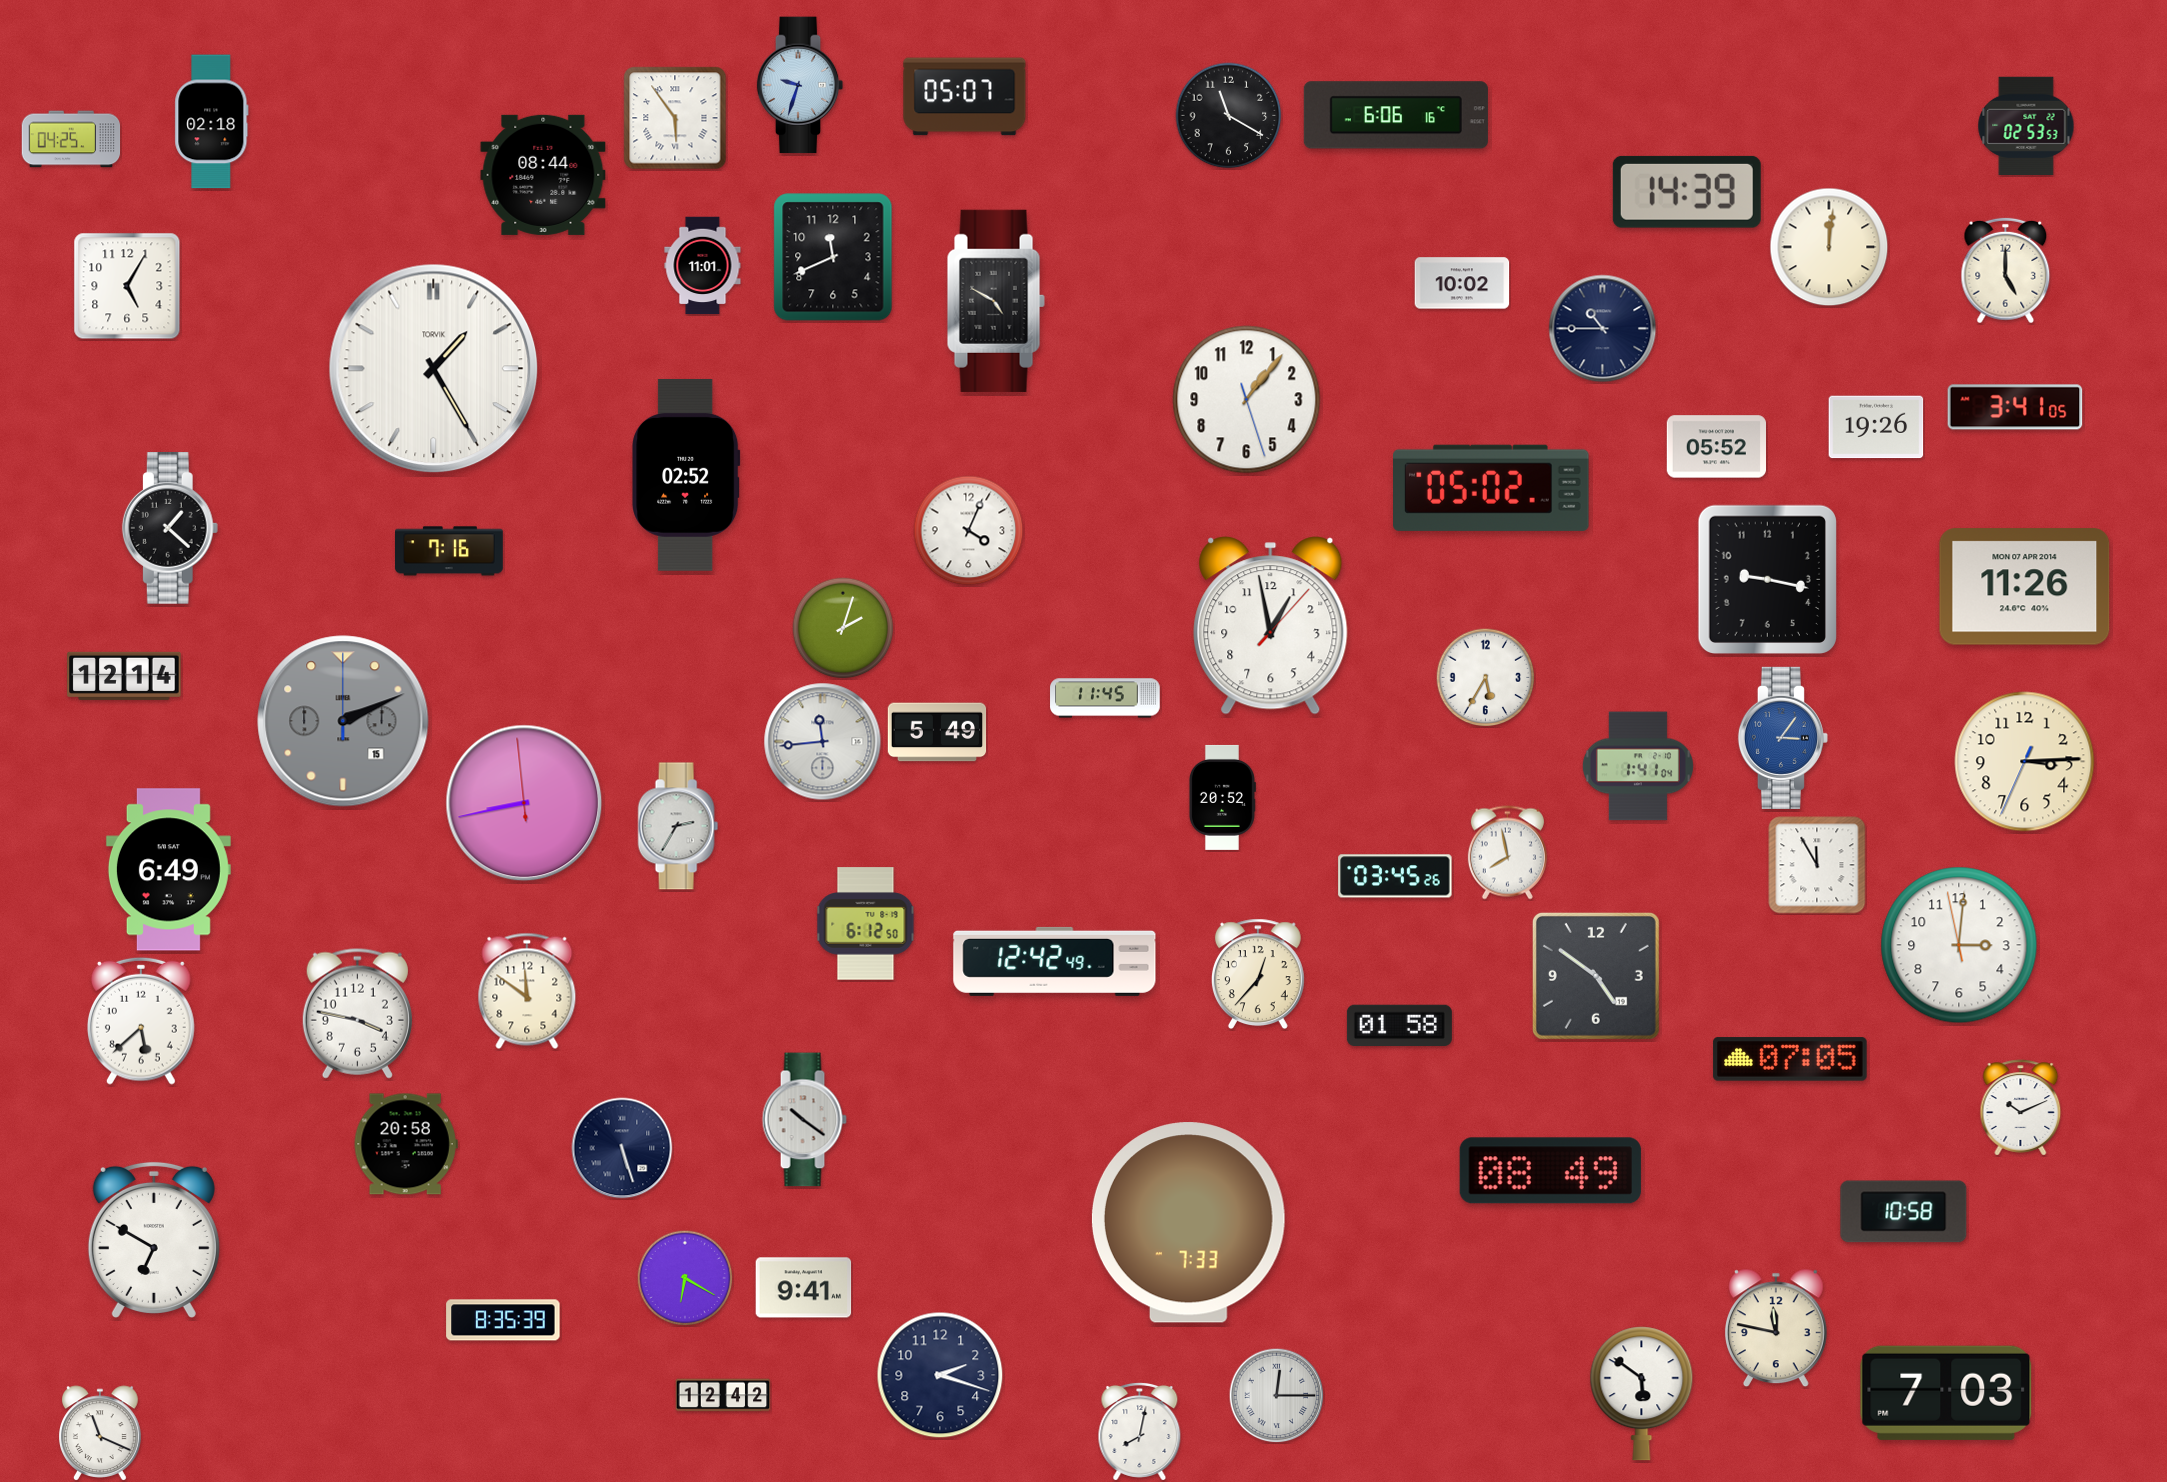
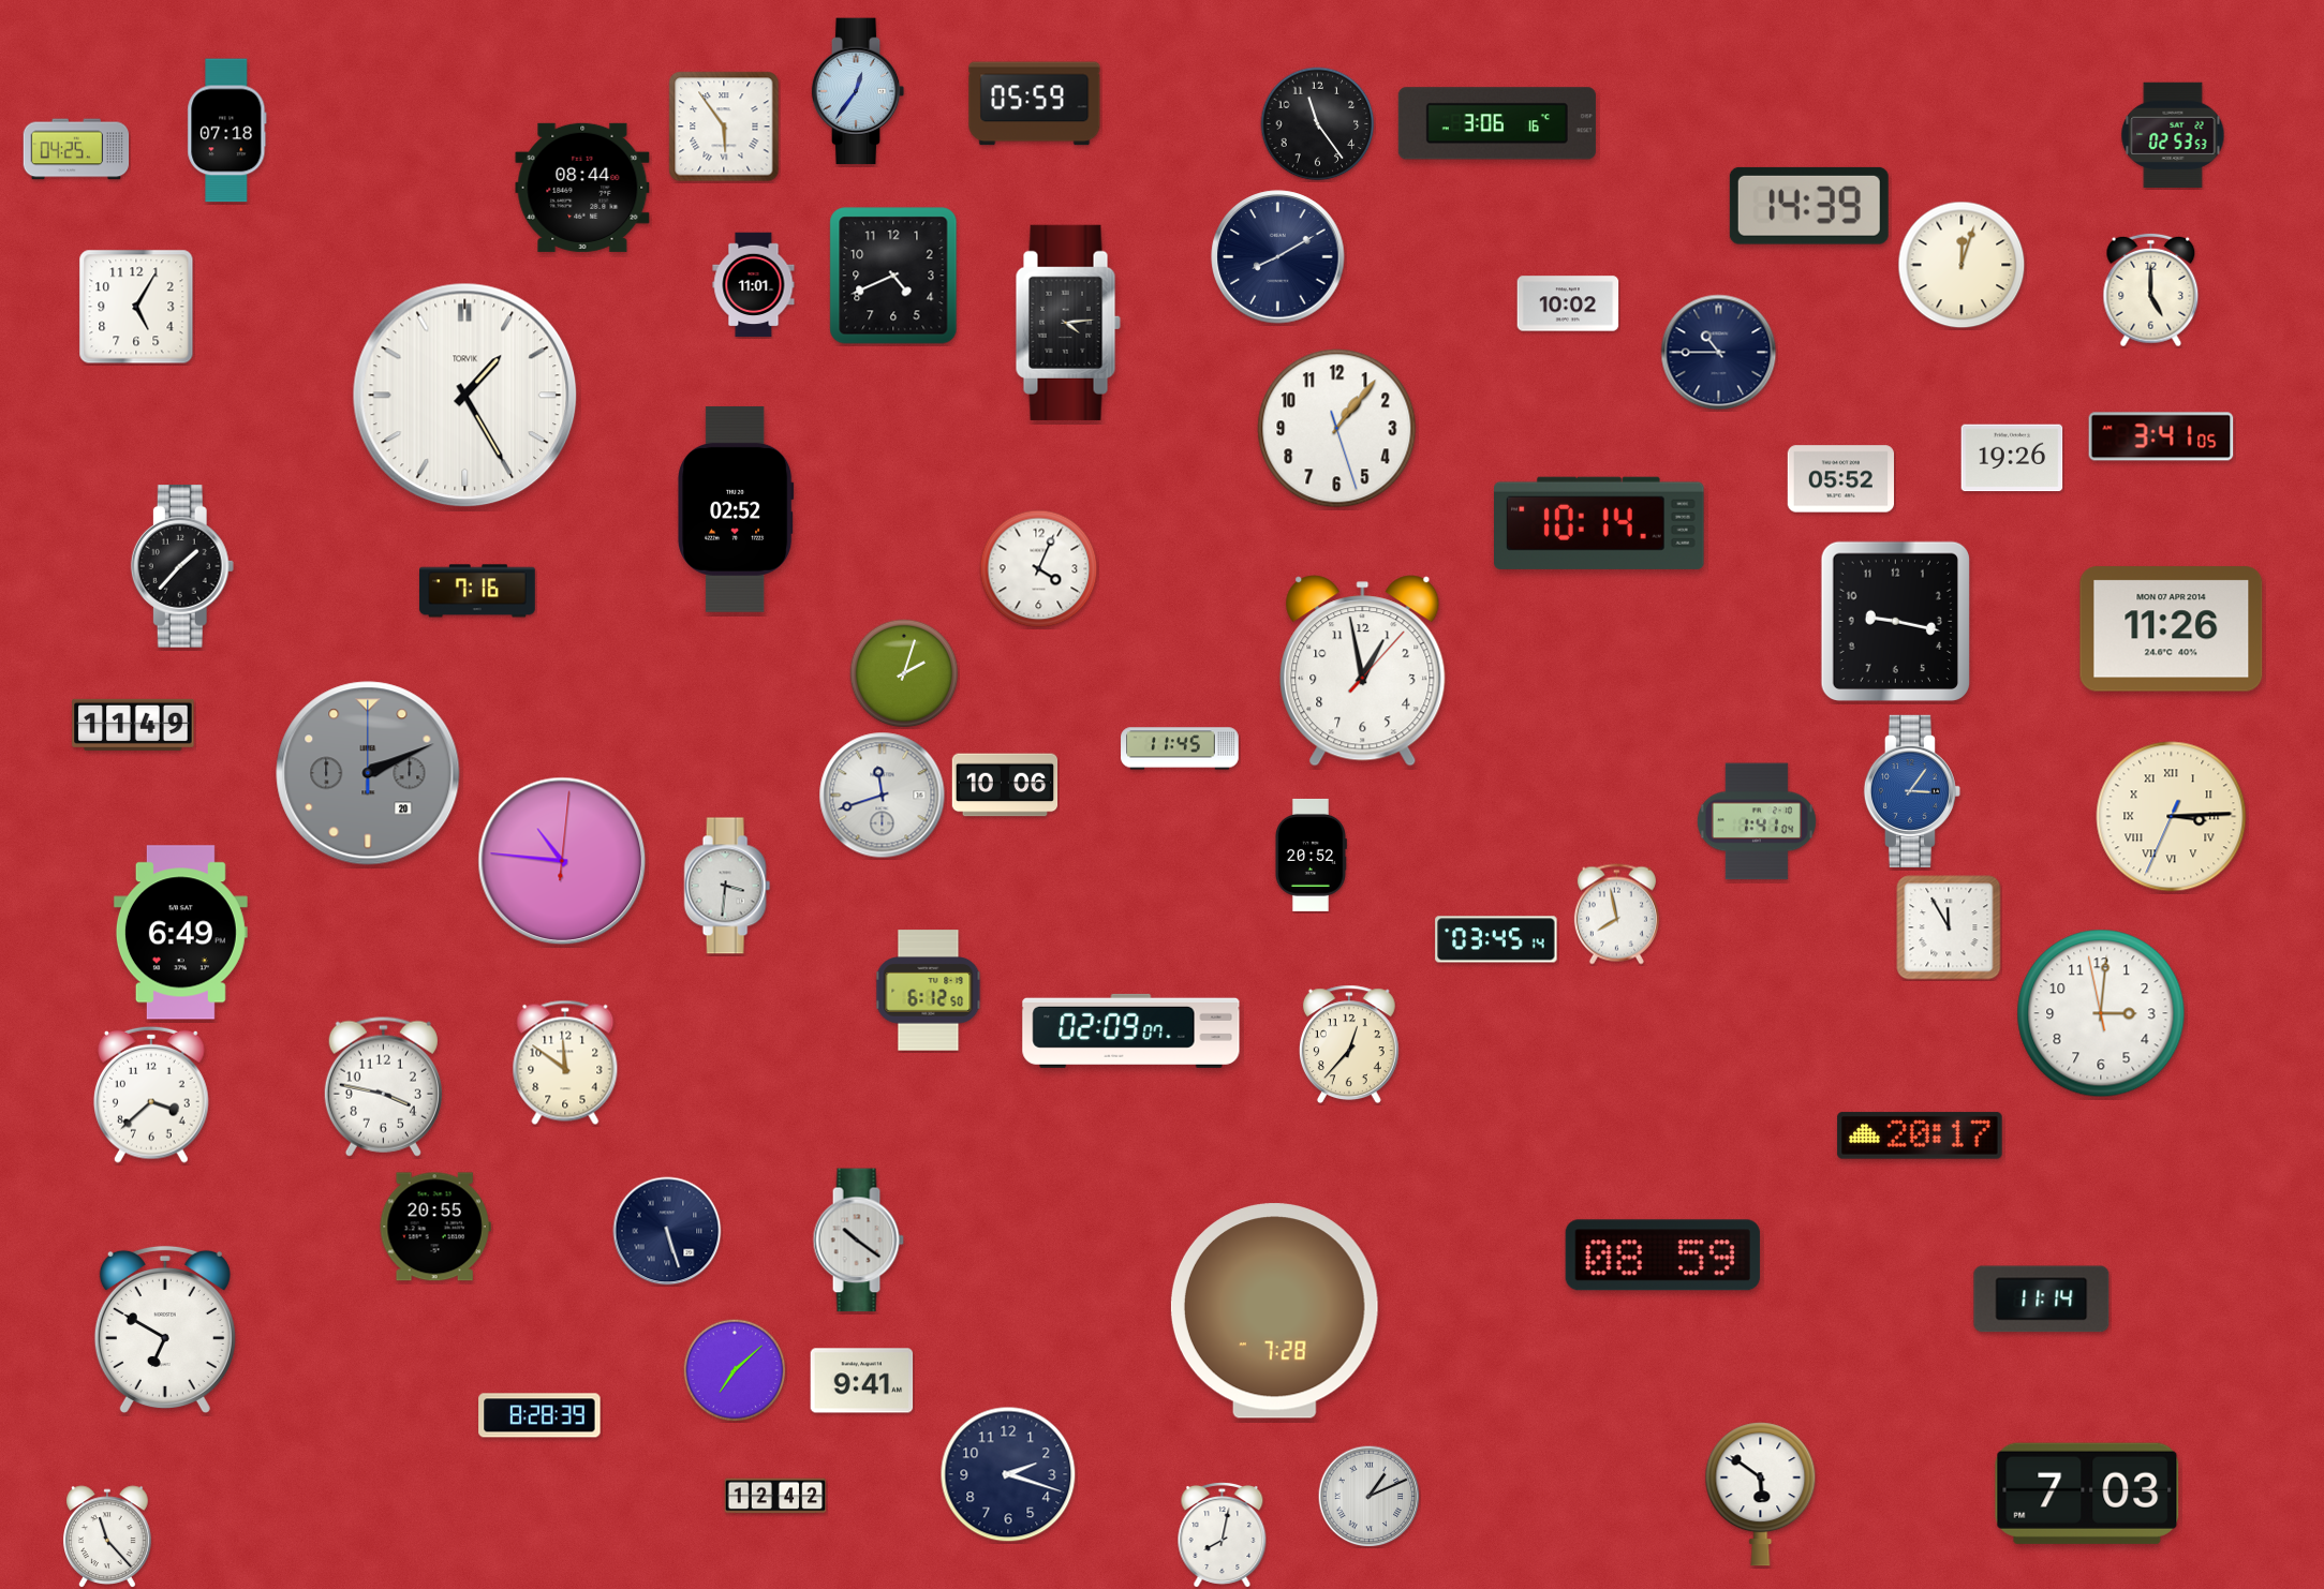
clock at (800, 85): 9:33 -> 12:36
clock at (965, 97): 05:07 -> 05:59
clock at (1396, 115): 6:06 -> 3:06
clock at (1229, 116): 11:20 -> 11:24
clock at (212, 122): 02:18 -> 07:18
clock at (1278, 257): none -> 8:10
clock at (1829, 247): 12:01 -> 12:03
clock at (833, 257): 11:41 -> 4:41
clock at (996, 301): 4:50 -> 4:14
clock at (1492, 488): 05:02 -> 10:14
clock at (170, 529): 1:22 -> 1:37
clock at (450, 551) position: (450, 551) -> (478, 591)
clock at (124, 676): 12:14 -> 11:49
clock at (1486, 678): 5:35 -> none
clock at (1105, 698) position: (1105, 698) -> (1180, 748)
clock at (343, 721) date: 15 -> 20
clock at (937, 732): 5:49 -> 10:06
clock at (823, 742): 11:44 -> 11:42
clock at (2025, 762) numerals: Arabic -> Roman
clock at (524, 803): 8:42 -> 10:46
clock at (678, 826): 2:35 -> 3:31
clock at (1395, 876): 03:45:26 -> 03:45:14
clock at (1055, 961): 12:42 -> 02:09
clock at (1596, 976): 4:51 -> none
clock at (141, 1021): 5:38 -> 3:38
clock at (1399, 1025): 01:58 -> none
clock at (1790, 1059): 07:05 -> 20:17
clock at (2021, 1108): 10:11 -> none
clock at (804, 1120) position: (804, 1120) -> (858, 1241)
clock at (406, 1144): 20:58 -> 20:55
clock at (1550, 1171): 08:49 -> 08:59
clock at (1904, 1212): 10:58 -> 11:14
clock at (1188, 1223): 7:33 -> 7:28
clock at (685, 1278): 6:20 -> 7:08
clock at (503, 1320): 8:35 -> 8:28
clock at (1776, 1328): 11:47 -> none
clock at (1276, 1395): 12:15 -> 1:11
clock at (101, 1433): 11:19 -> 11:23
